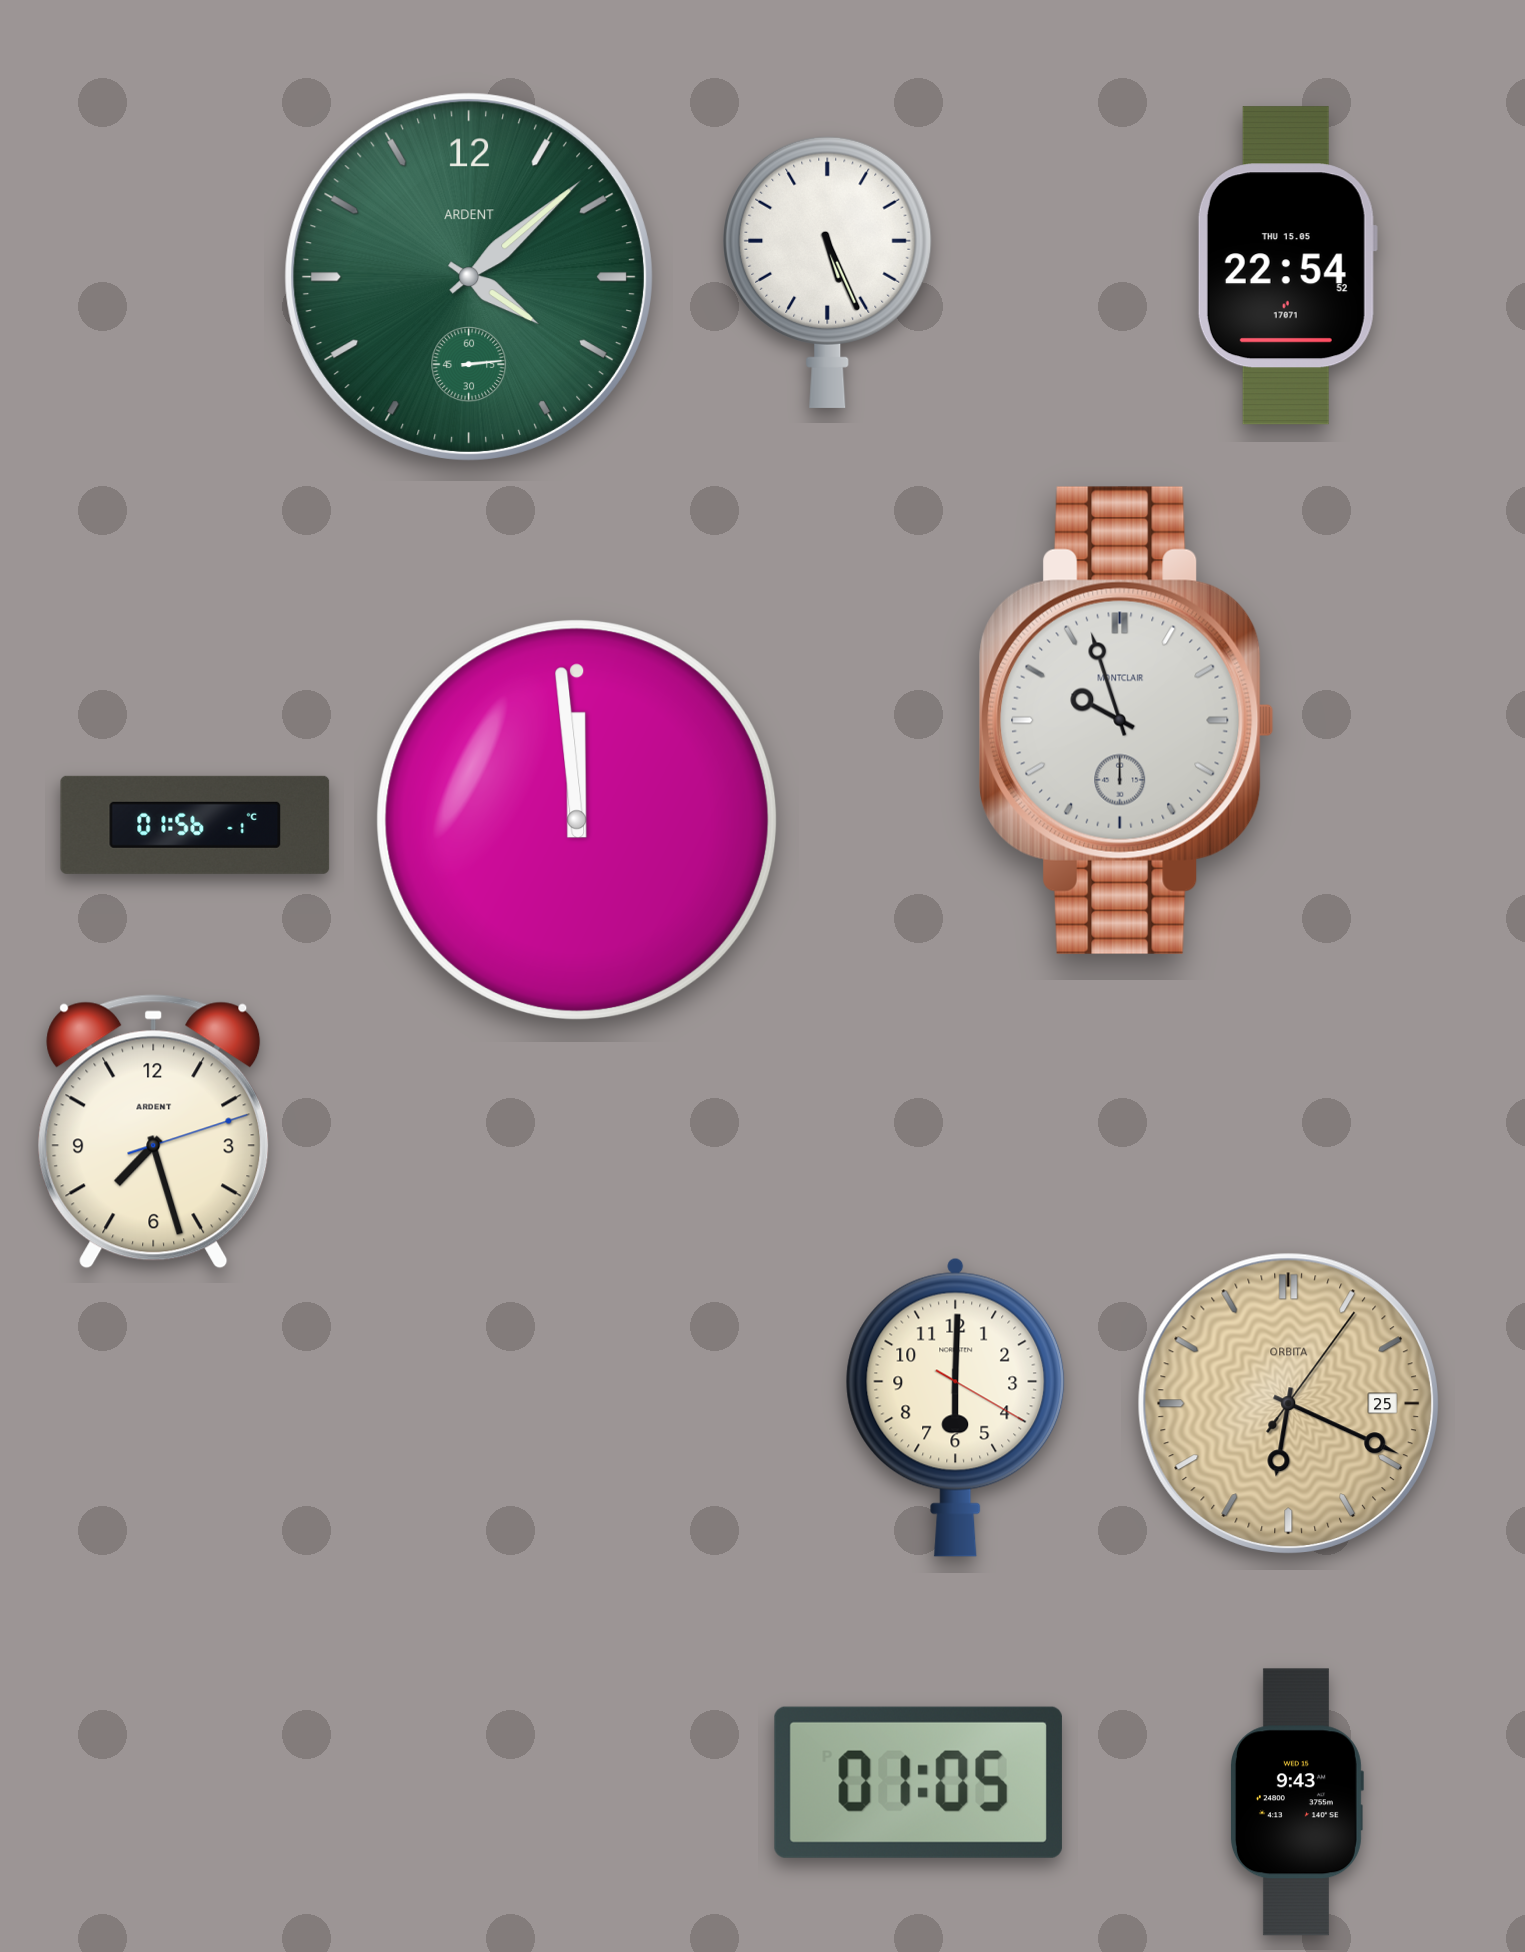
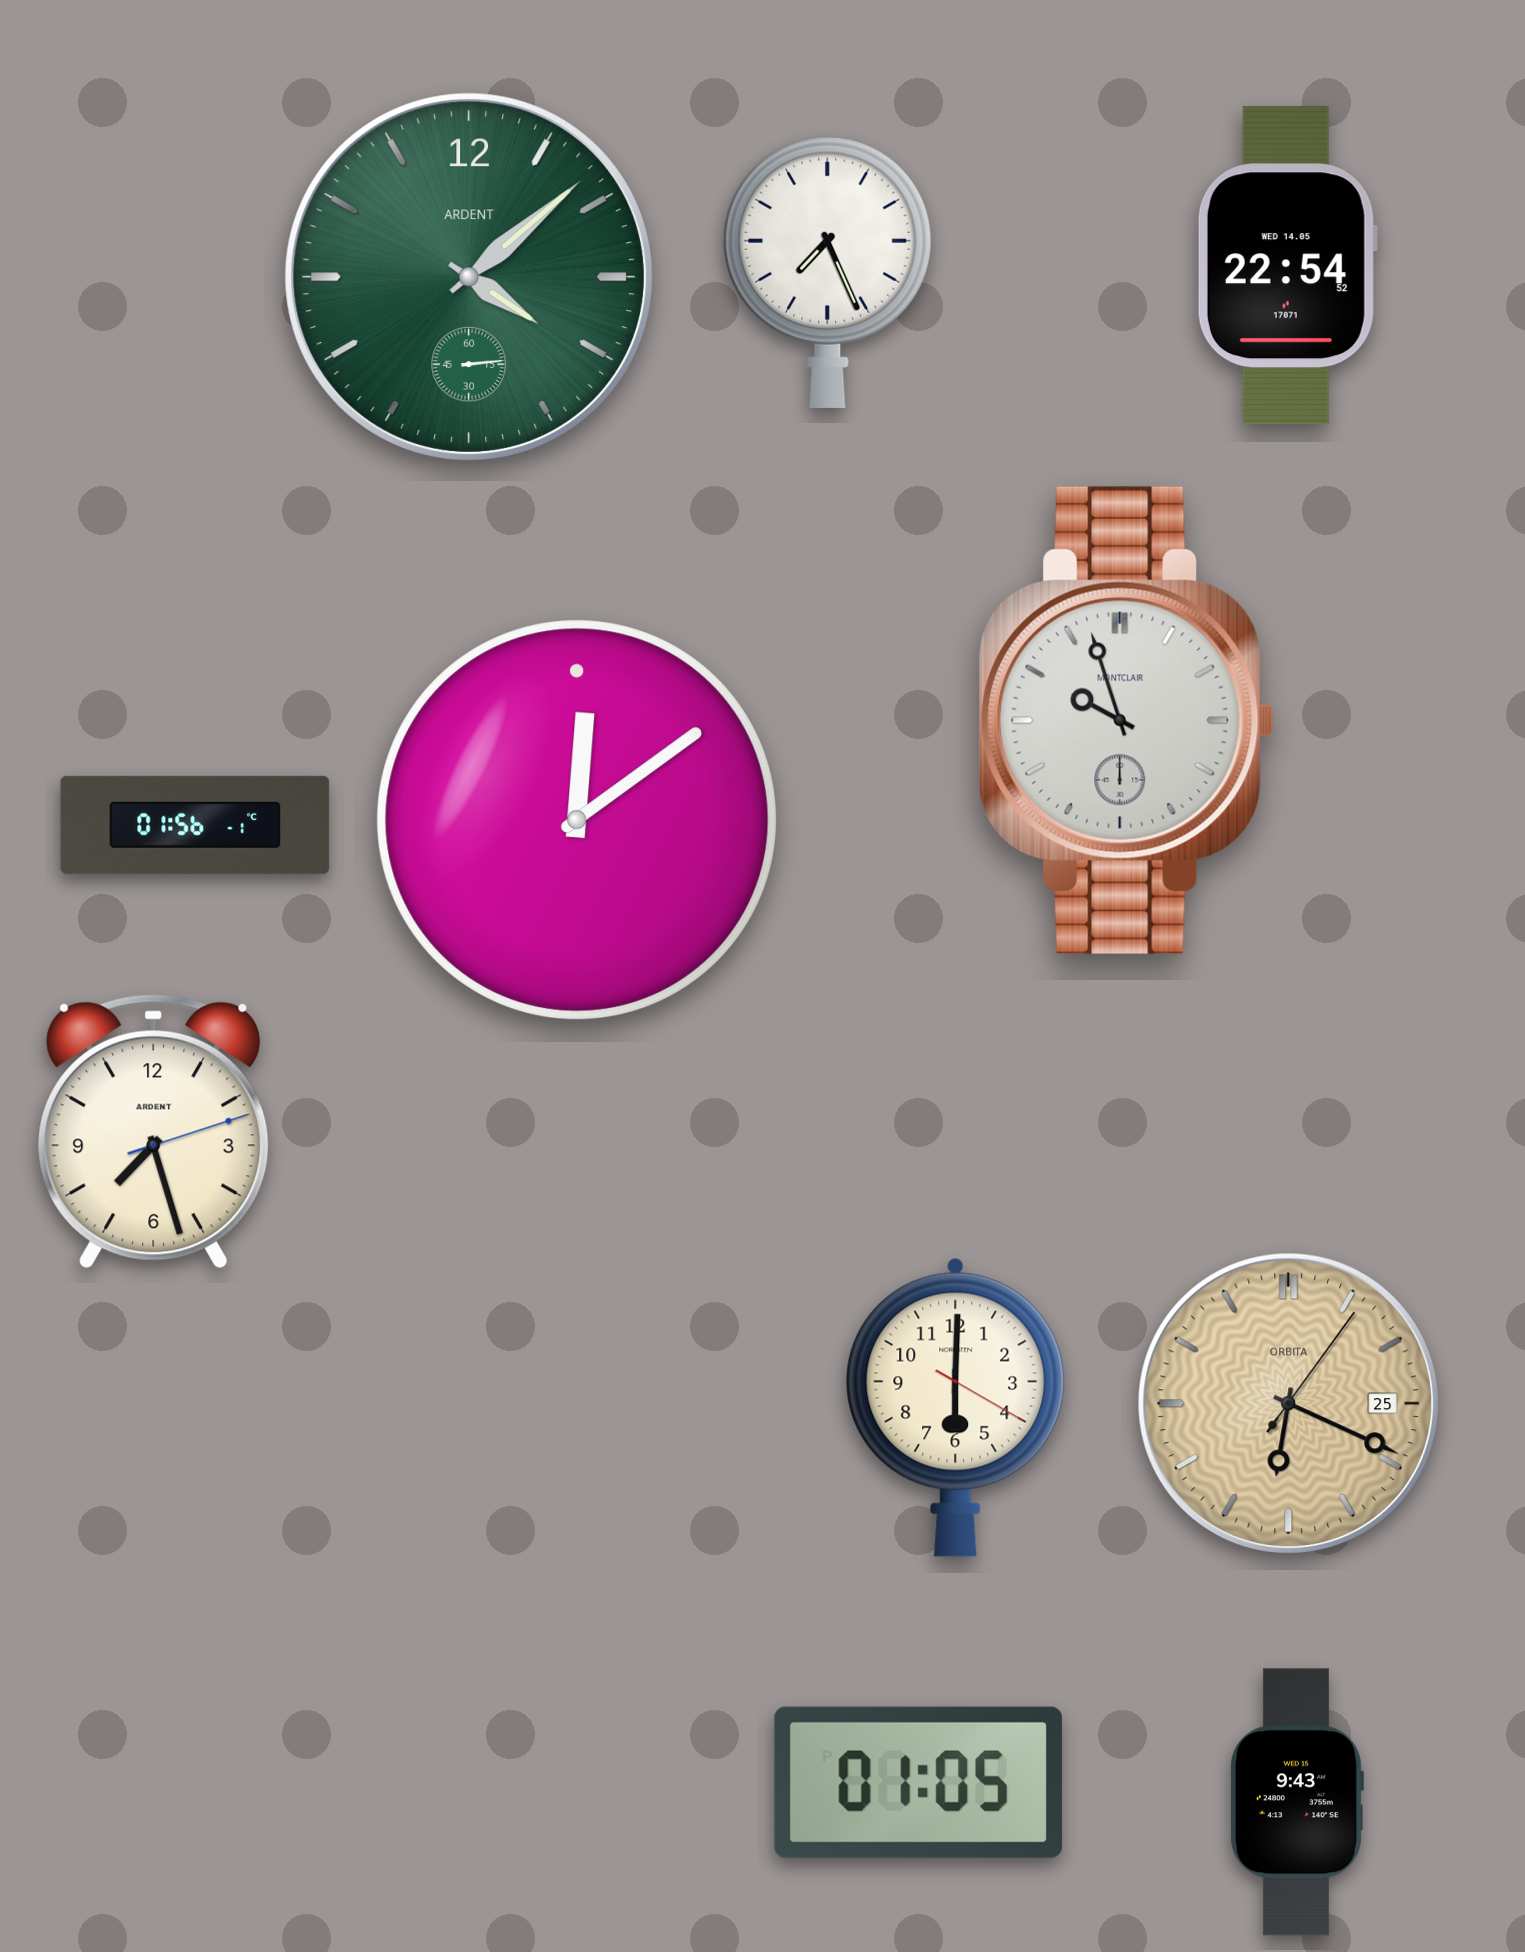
clock at (1287, 266) date: THU 15.05 -> WED 14.05
clock at (828, 272): 5:26 -> 7:26
clock at (577, 820): 11:59 -> 12:09
